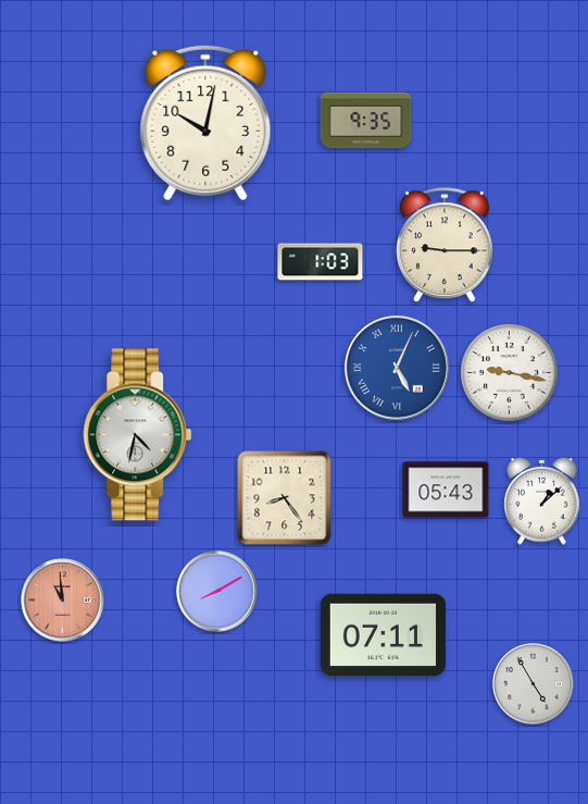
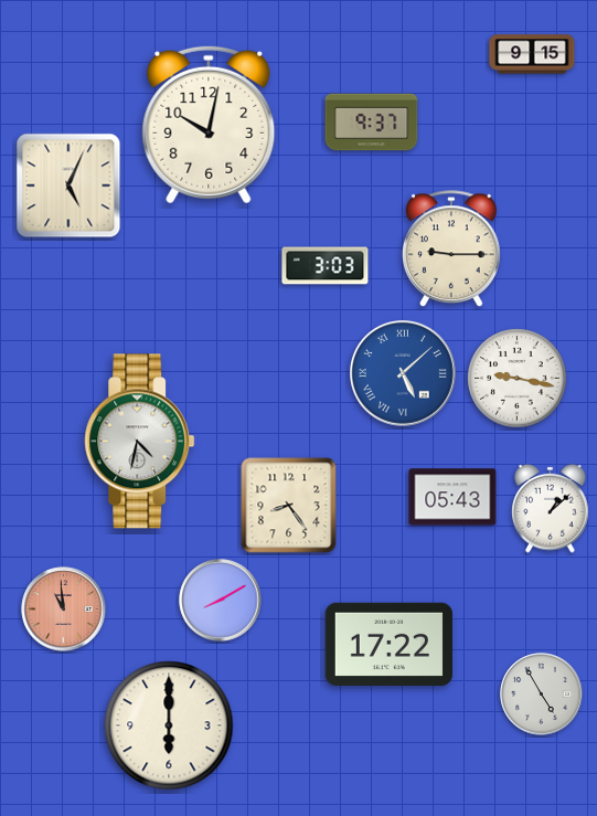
clock at (532, 54): none -> 9:15
clock at (366, 121): 9:35 -> 9:37
clock at (68, 186): none -> 5:04
clock at (321, 262): 1:03 -> 3:03
clock at (398, 369): 5:04 -> 5:08
clock at (383, 634): 07:11 -> 17:22
clock at (169, 725): none -> 6:00
